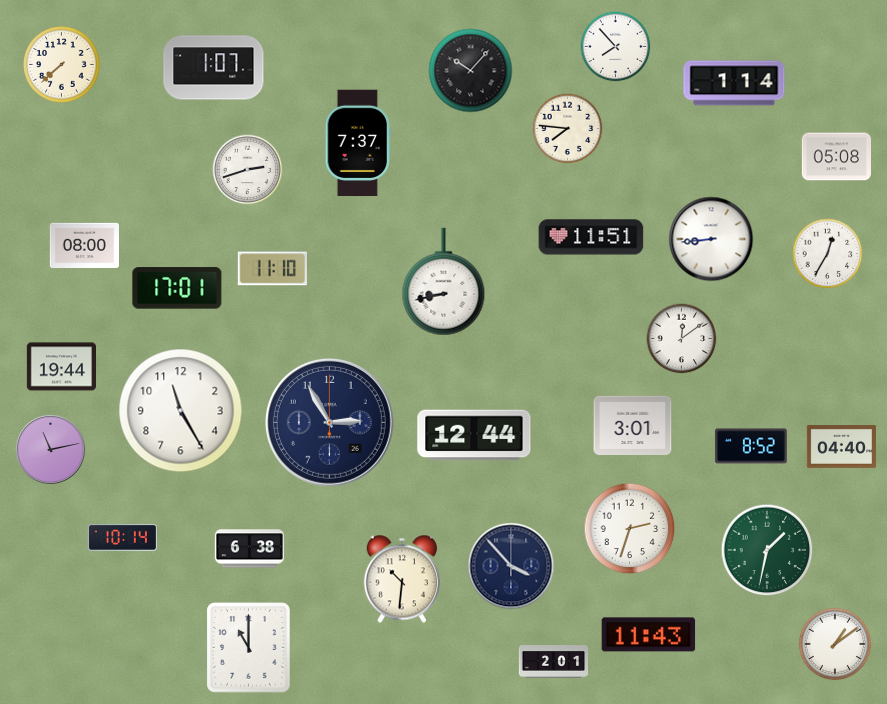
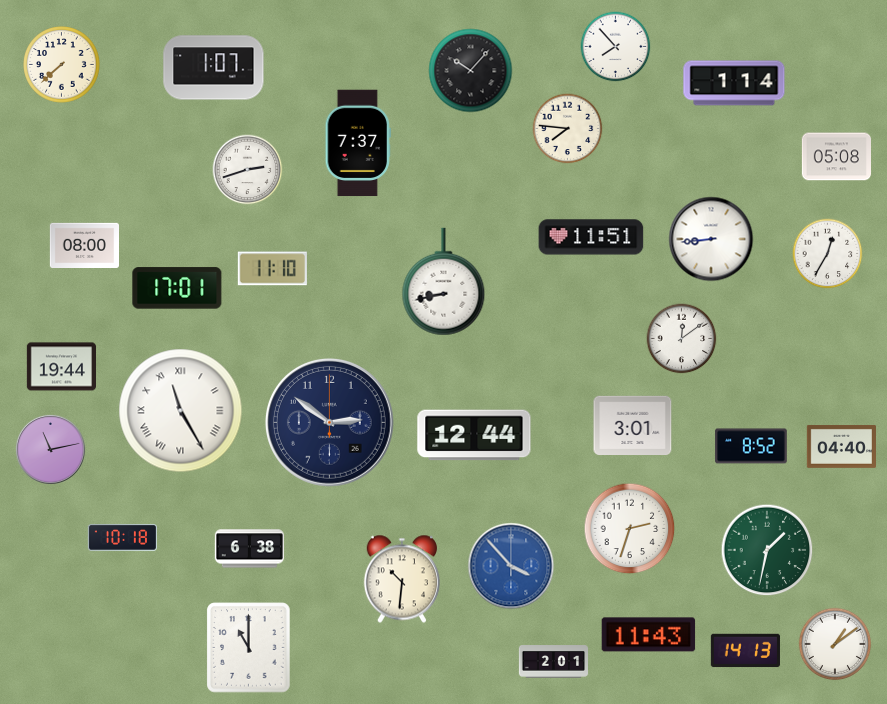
clock at (181, 411) numerals: Arabic -> Roman
clock at (329, 422): 2:55 -> 2:51
clock at (122, 538): 10:14 -> 10:18
clock at (511, 566) dial: navy -> blue
clock at (745, 651): none -> 14:13
